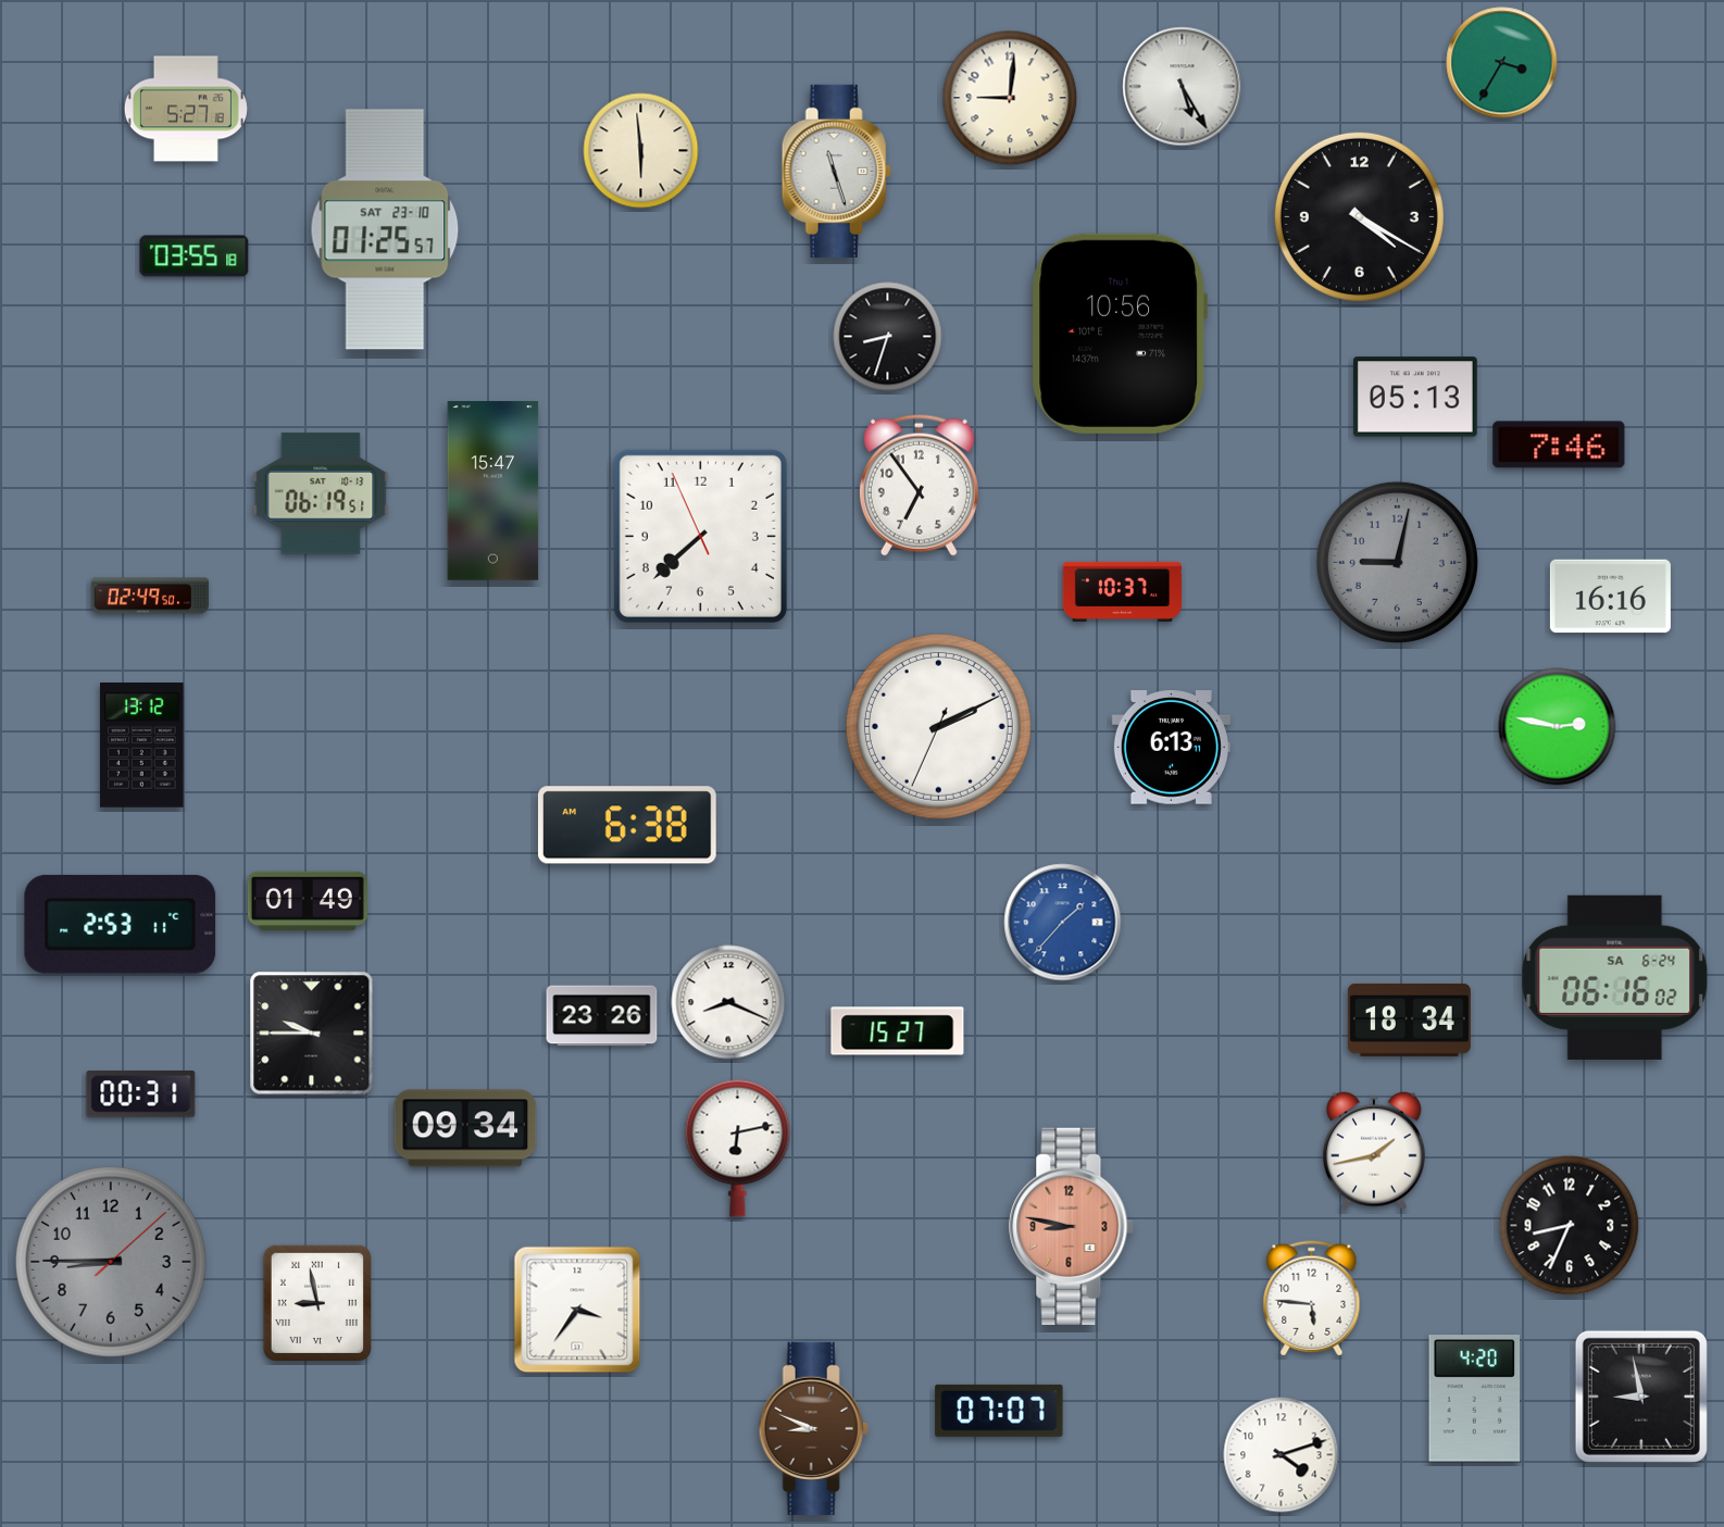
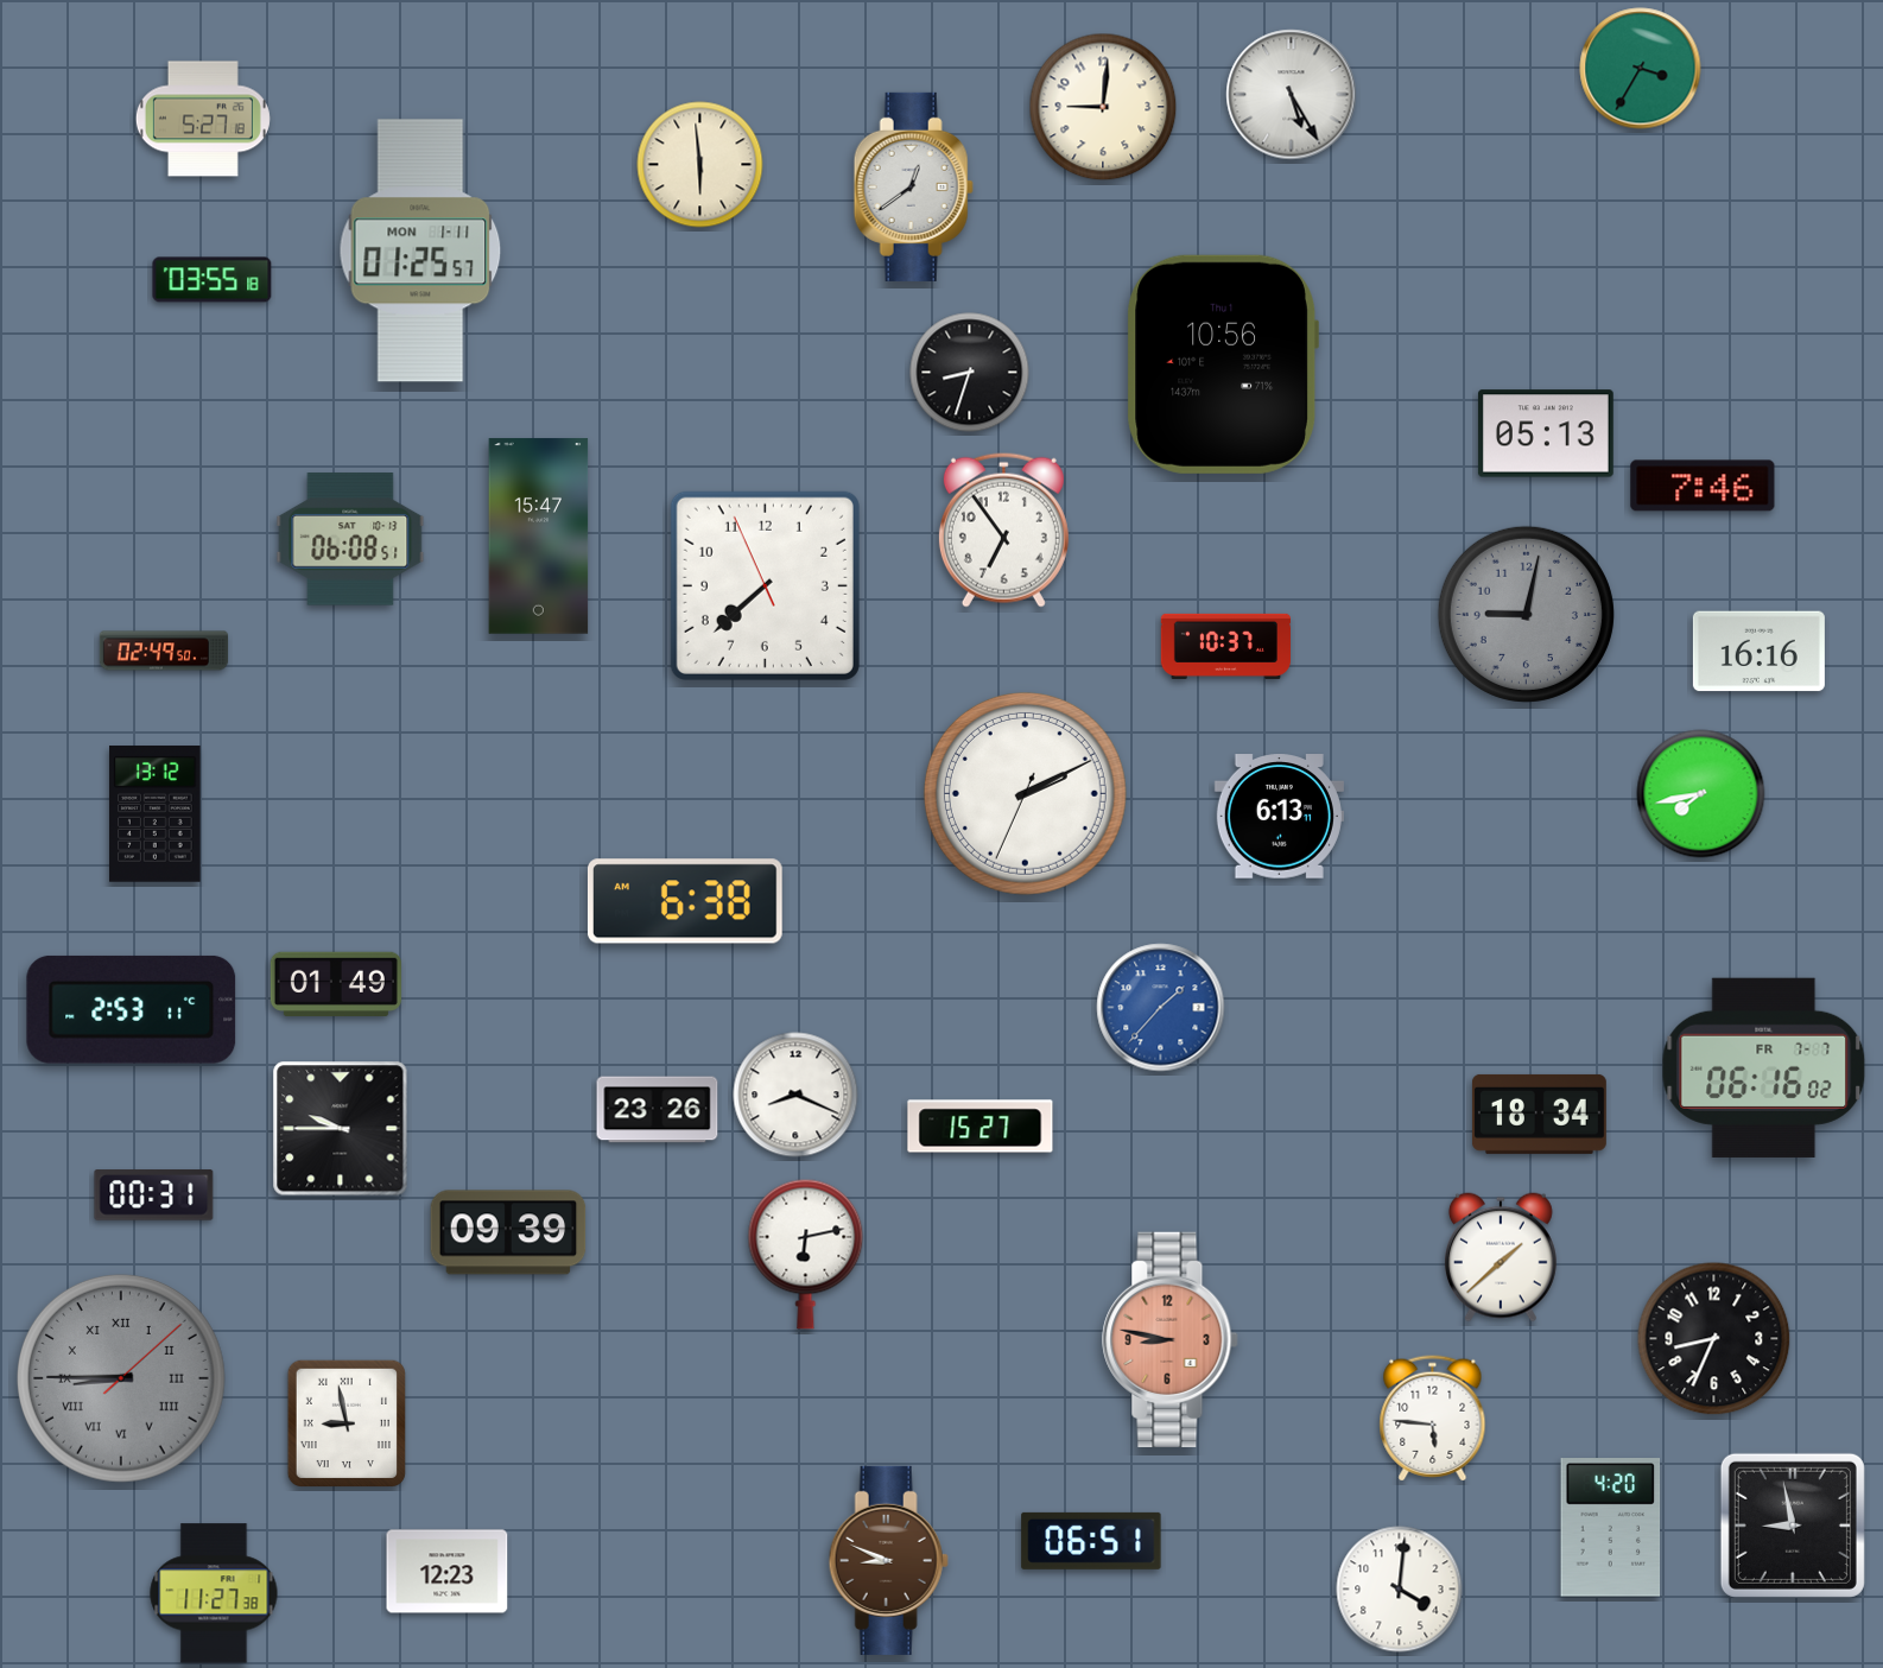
clock at (836, 171): 11:27 -> 12:39
clock at (1359, 216): 4:20 -> none
clock at (385, 229) date: SAT 23-10 -> MON 1-11
clock at (888, 337) position: (888, 337) -> (970, 373)
clock at (321, 493): 06:19 -> 06:08
clock at (1558, 727): 2:47 -> 7:43
clock at (1615, 977) date: SA 6-24 -> FR 7-7
clock at (465, 1128): 09:34 -> 09:39
clock at (1374, 1151): 1:43 -> 1:38
clock at (111, 1262) numerals: Arabic -> Roman
clock at (577, 1310): 3:36 -> none
clock at (999, 1411): 07:07 -> 06:51
clock at (448, 1572): none -> 12:23
clock at (1282, 1455): 4:12 -> 4:01
clock at (214, 1593): none -> 11:27
